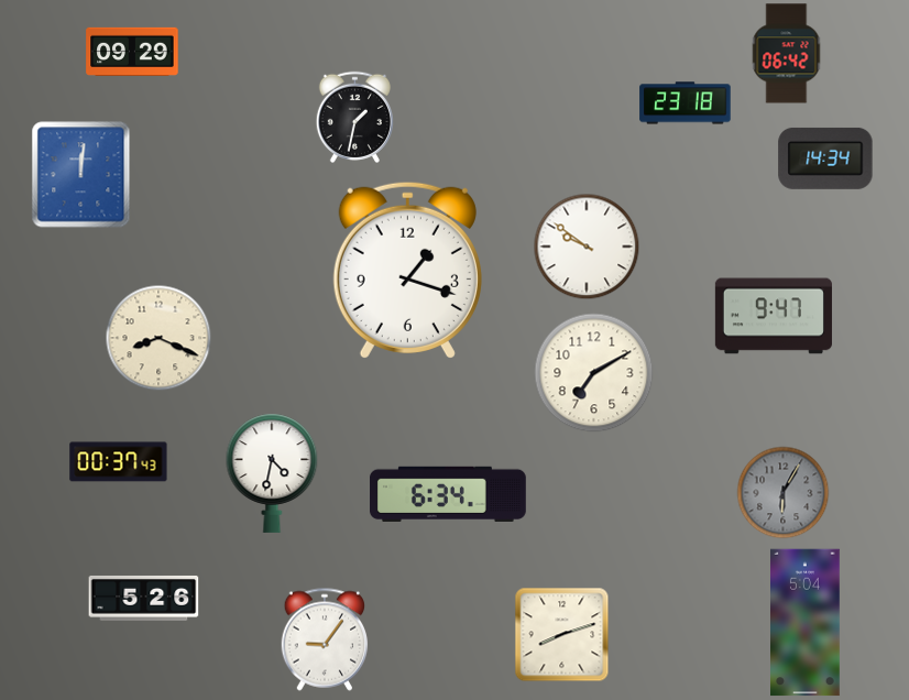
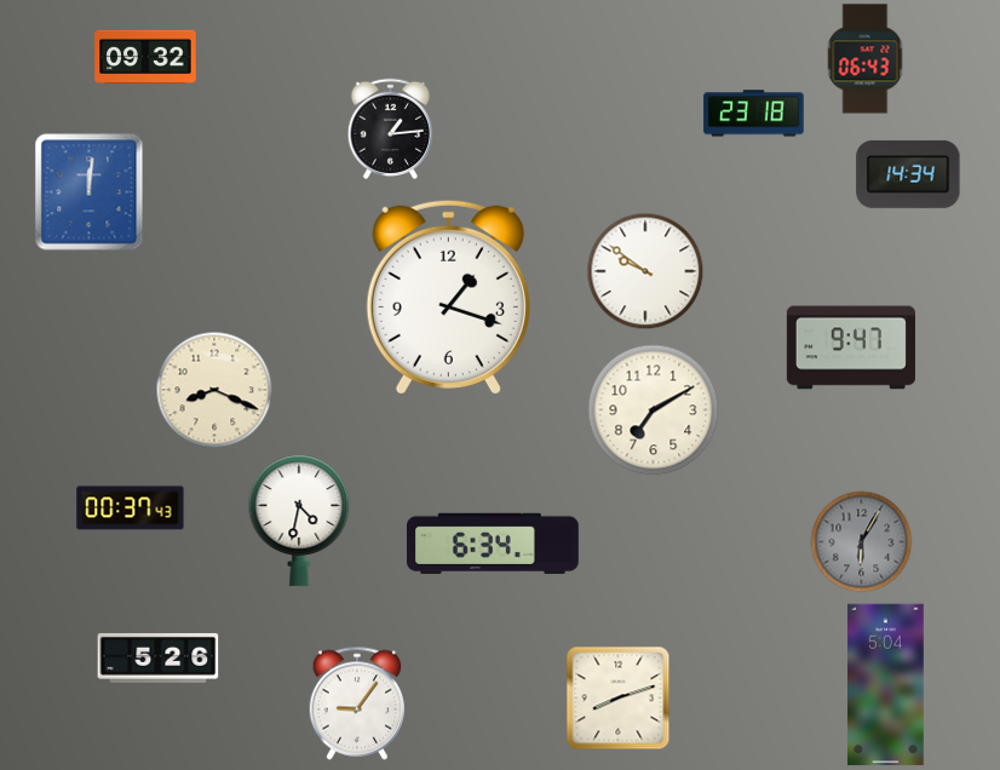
clock at (132, 51): 09:29 -> 09:32
clock at (787, 54): 06:42 -> 06:43
clock at (354, 117): 1:32 -> 1:14
clock at (158, 338) position: (158, 338) -> (214, 390)
